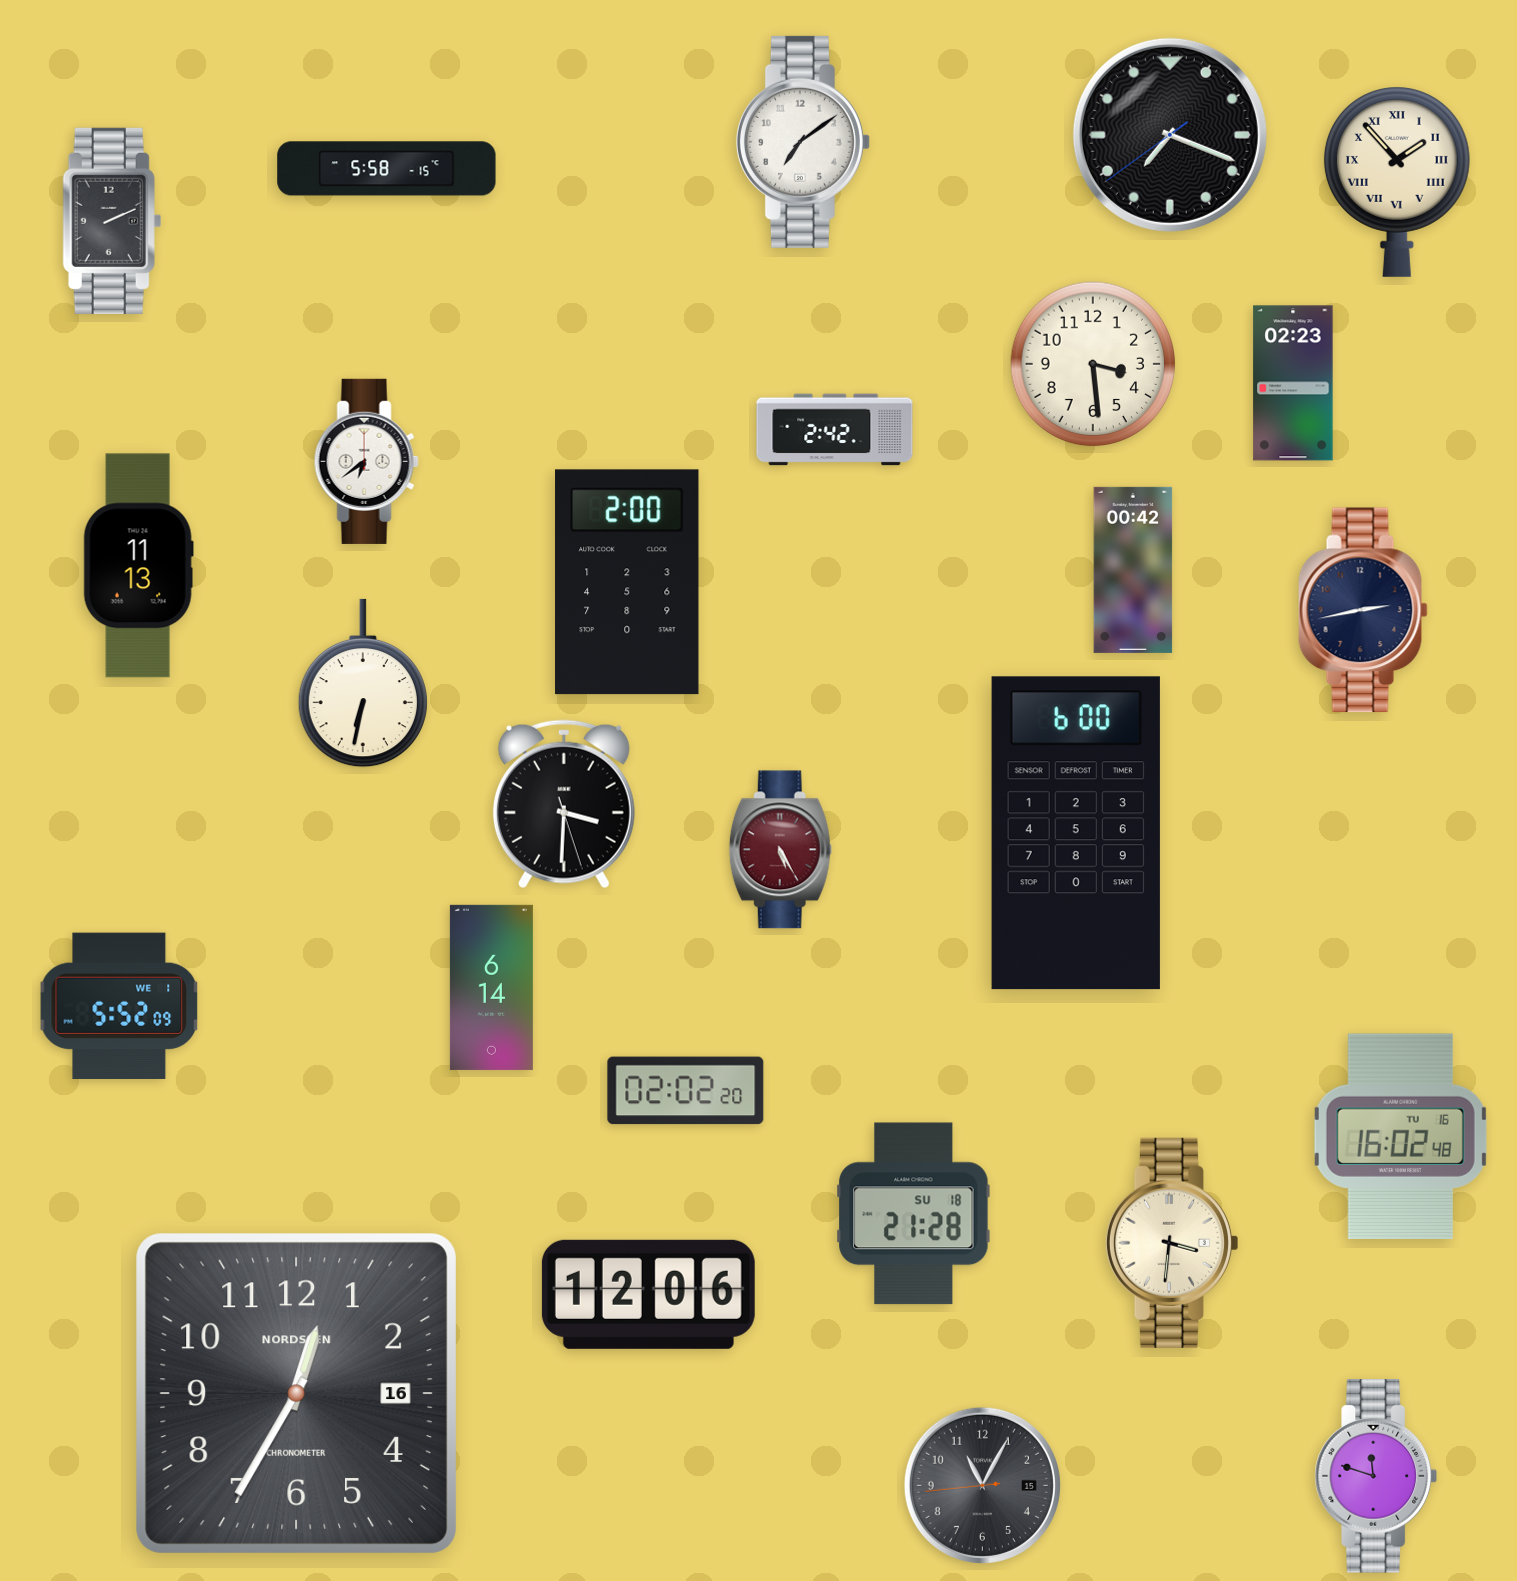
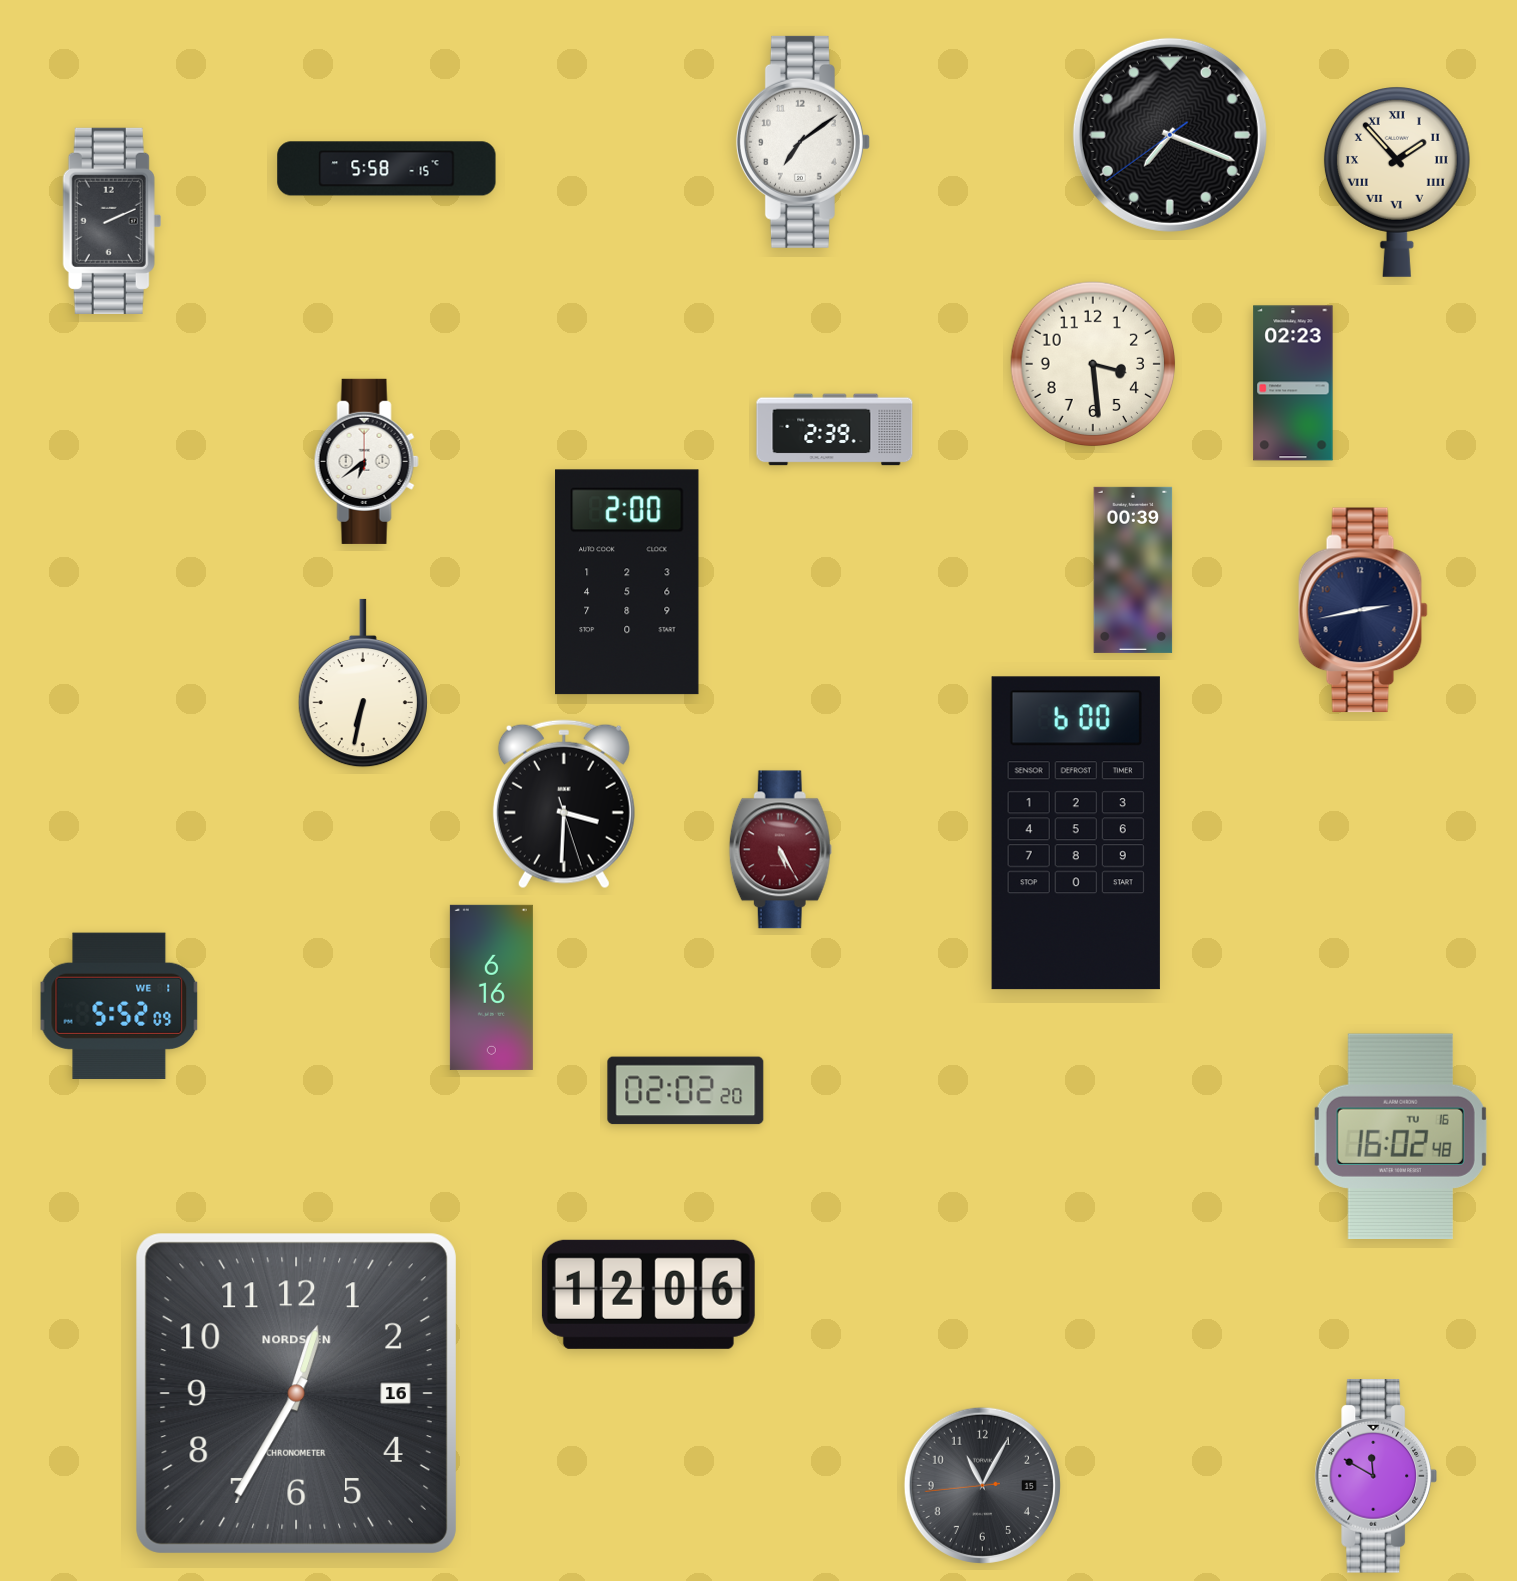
clock at (835, 430): 2:42 -> 2:39
clock at (138, 566): 11:13 -> none
clock at (1133, 570): 00:42 -> 00:39
clock at (491, 987): 6:14 -> 6:16
clock at (914, 1214): 21:28 -> none
clock at (1171, 1243): 3:31 -> none
clock at (1375, 1476): 11:48 -> 11:50
